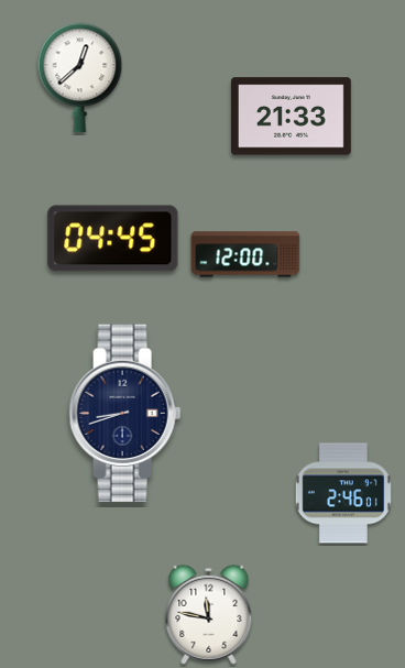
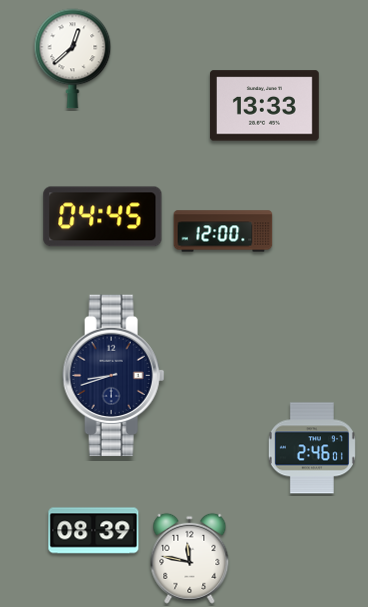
clock at (80, 78) position: (80, 78) -> (73, 59)
clock at (291, 117): 21:33 -> 13:33
clock at (94, 531): none -> 08:39
